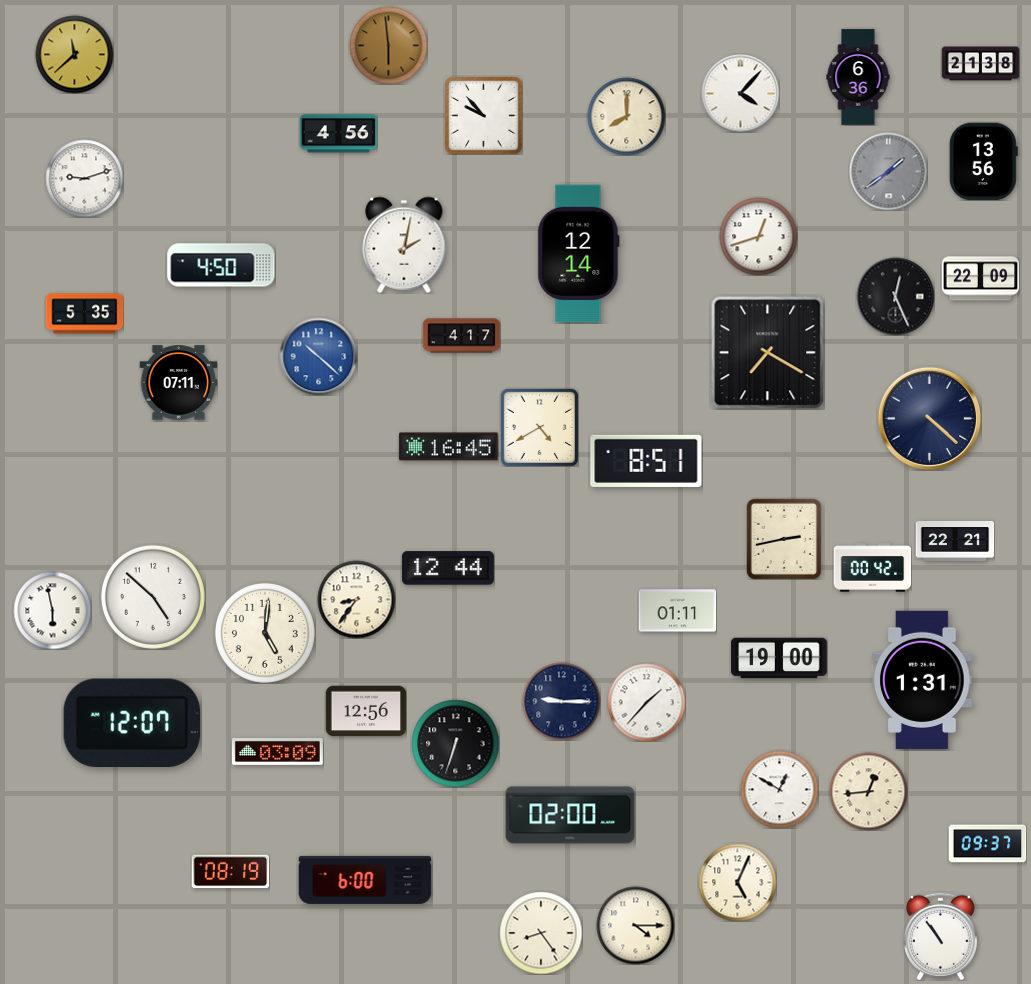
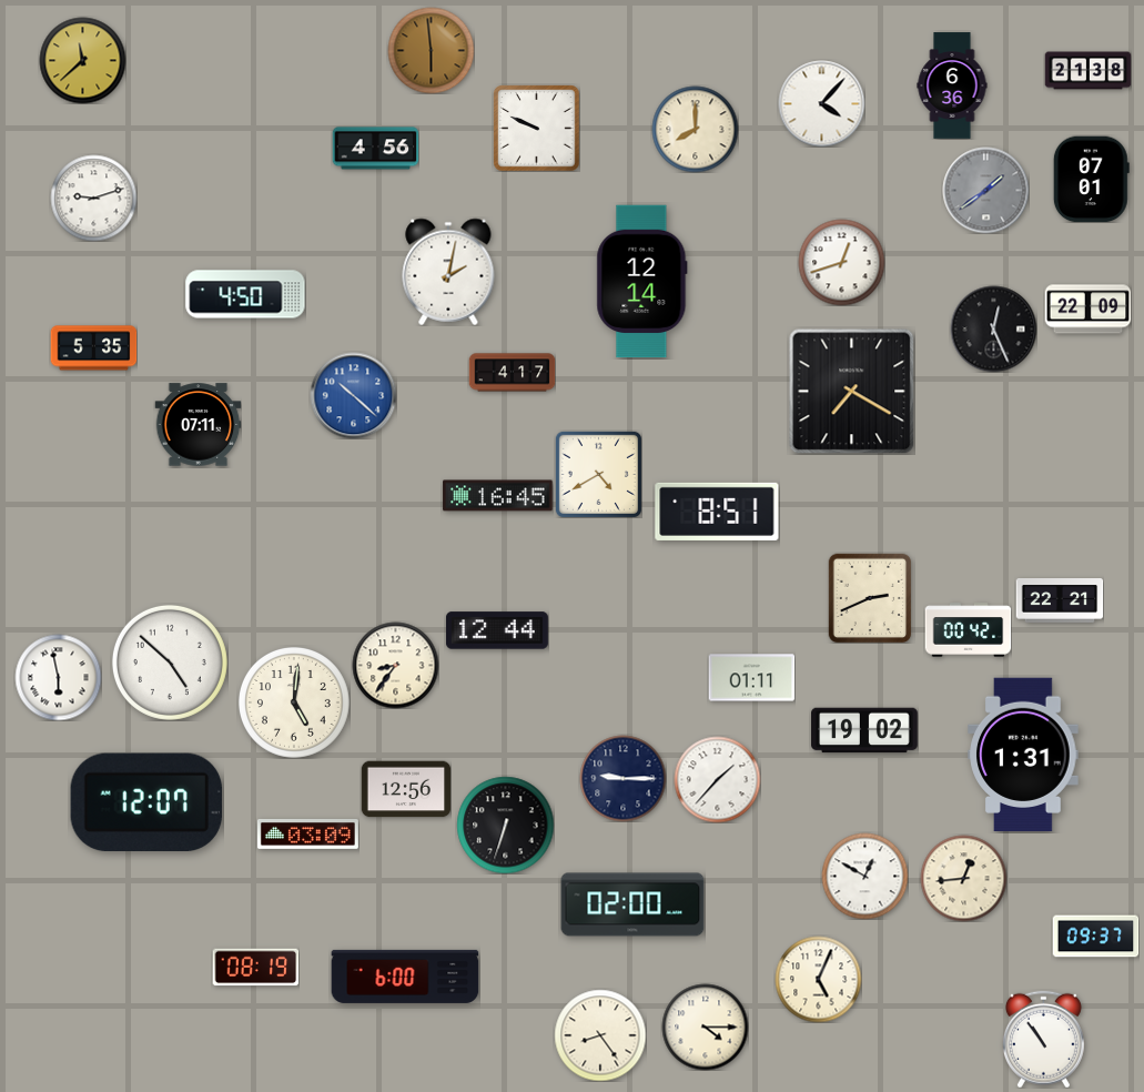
clock at (483, 115): 9:53 -> 9:49
clock at (983, 161): 13:56 -> 07:01
clock at (929, 418): 4:22 -> none
clock at (784, 539): 2:43 -> 2:41
clock at (779, 658): 19:00 -> 19:02
